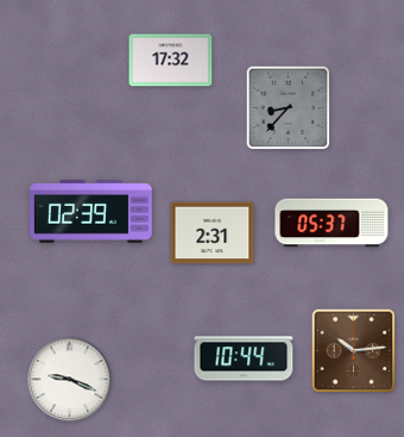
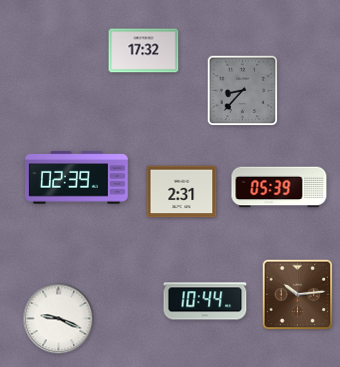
clock at (332, 223): 05:37 -> 05:39
clock at (213, 233) position: (213, 233) -> (182, 192)
